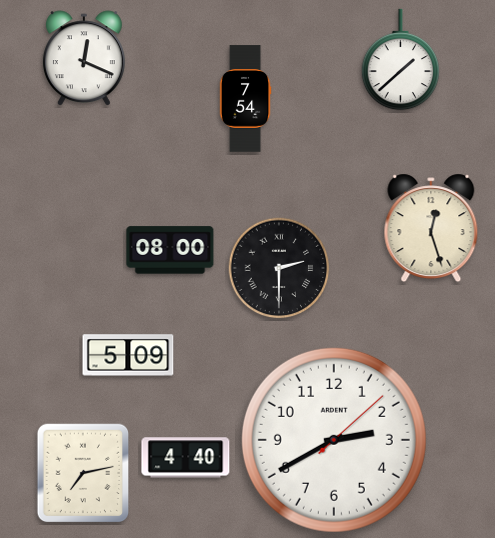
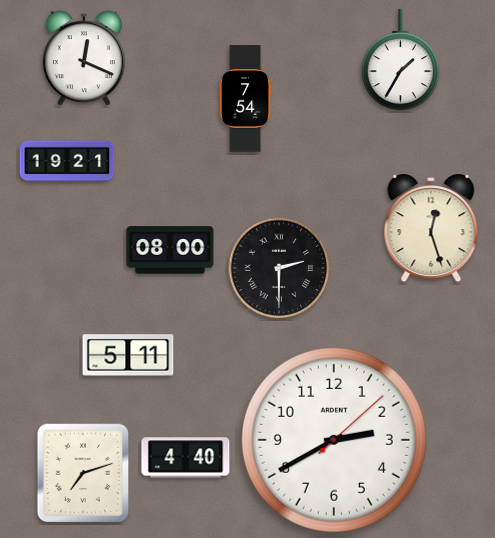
clock at (401, 60): 1:38 -> 1:35
clock at (67, 161): none -> 19:21
clock at (128, 355): 5:09 -> 5:11
clock at (83, 473): 7:13 -> 7:12
